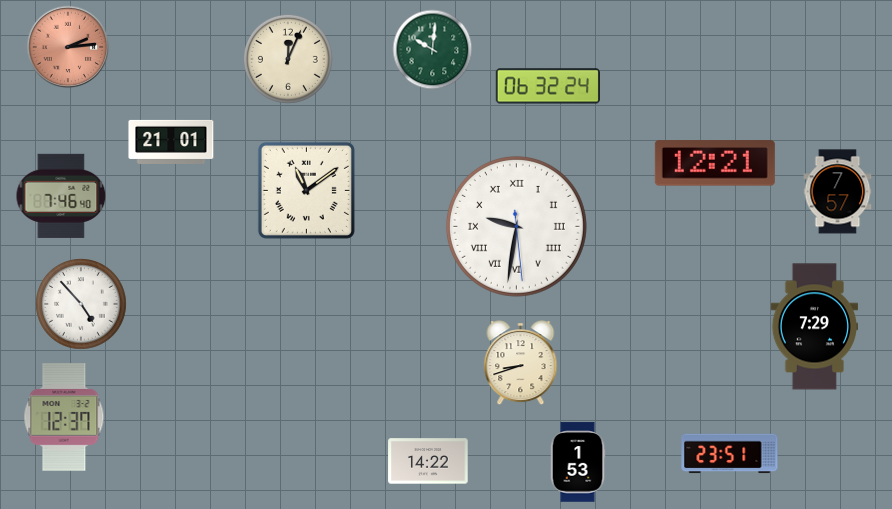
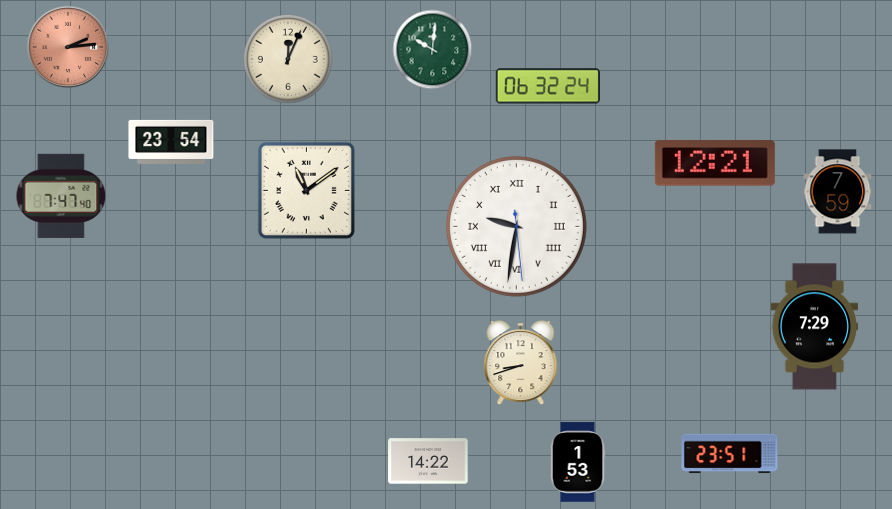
clock at (171, 142): 21:01 -> 23:54
clock at (838, 192): 7:57 -> 7:59
clock at (61, 196): 7:46 -> 7:47
clock at (82, 305): 4:53 -> none
clock at (64, 417): 12:37 -> none
